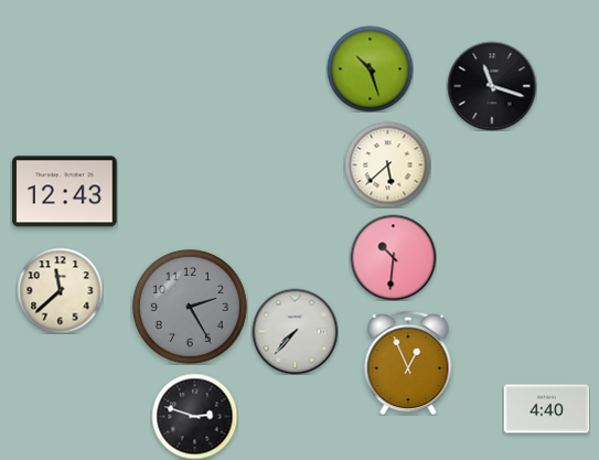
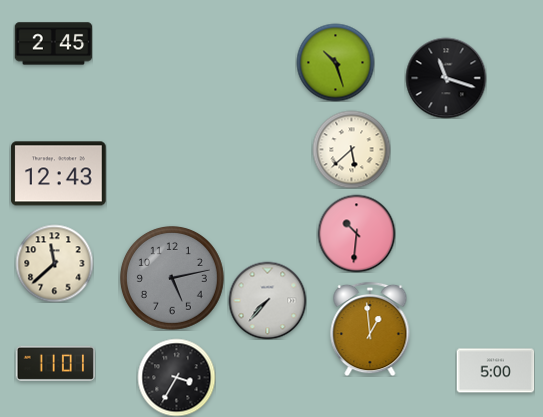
clock at (53, 44): none -> 2:45
clock at (190, 307): 2:25 -> 5:13
clock at (408, 363): 12:56 -> 12:59
clock at (55, 363): none -> 11:01
clock at (546, 409): 4:40 -> 5:00
clock at (194, 416): 2:48 -> 3:35
